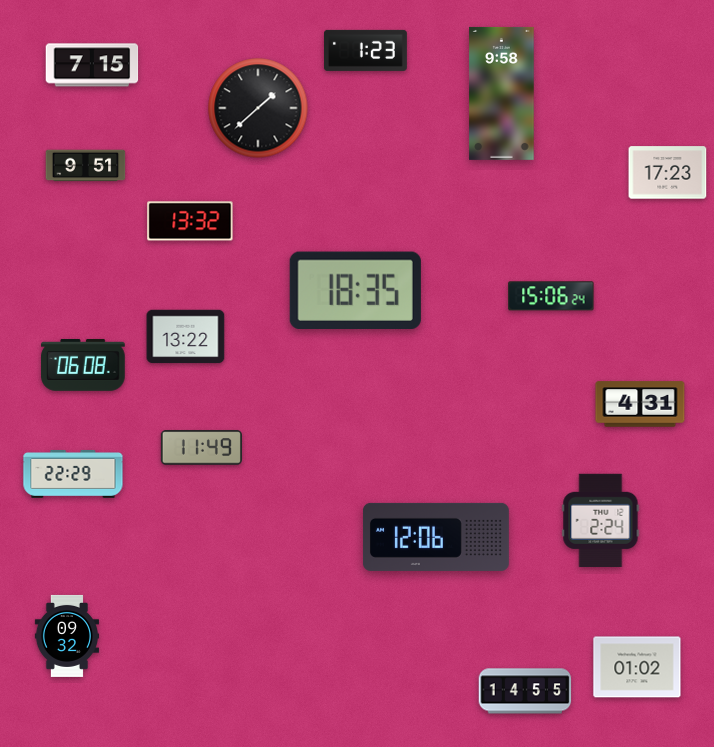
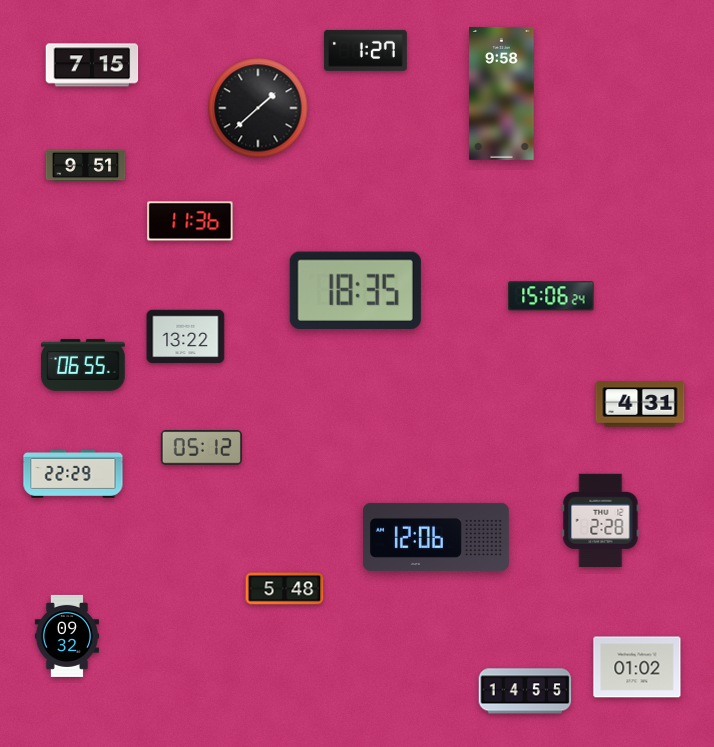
clock at (366, 50): 1:23 -> 1:27
clock at (668, 173): 17:23 -> none
clock at (190, 221): 13:32 -> 11:36
clock at (83, 365): 06:08 -> 06:55
clock at (201, 448): 11:49 -> 05:12
clock at (601, 520): 2:24 -> 2:28
clock at (285, 589): none -> 5:48
